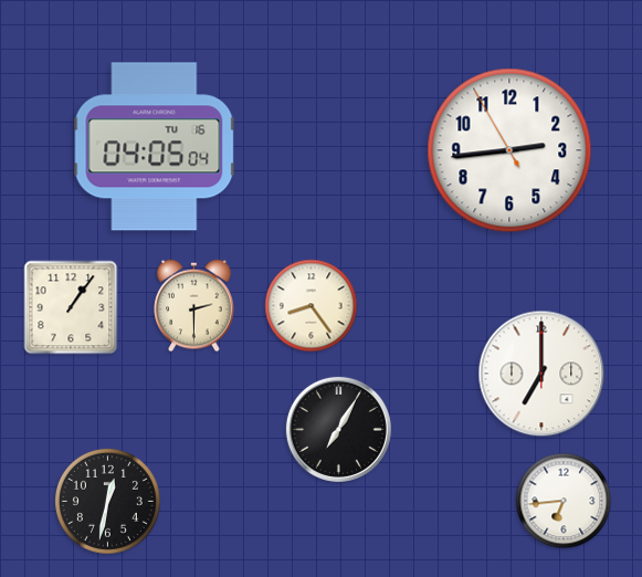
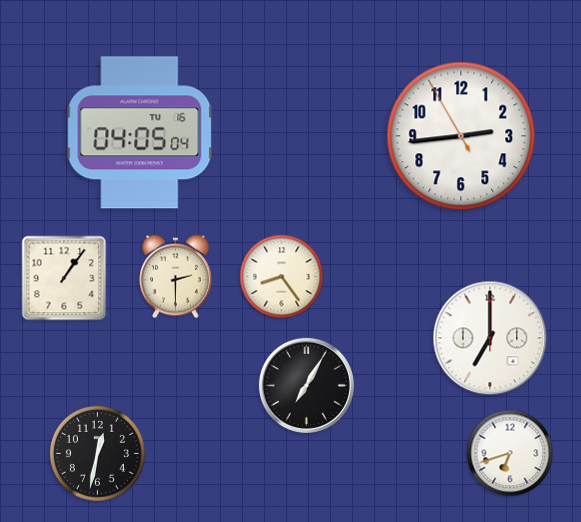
clock at (338, 429) position: (338, 429) -> (306, 385)
clock at (564, 501): 6:44 -> 6:42
